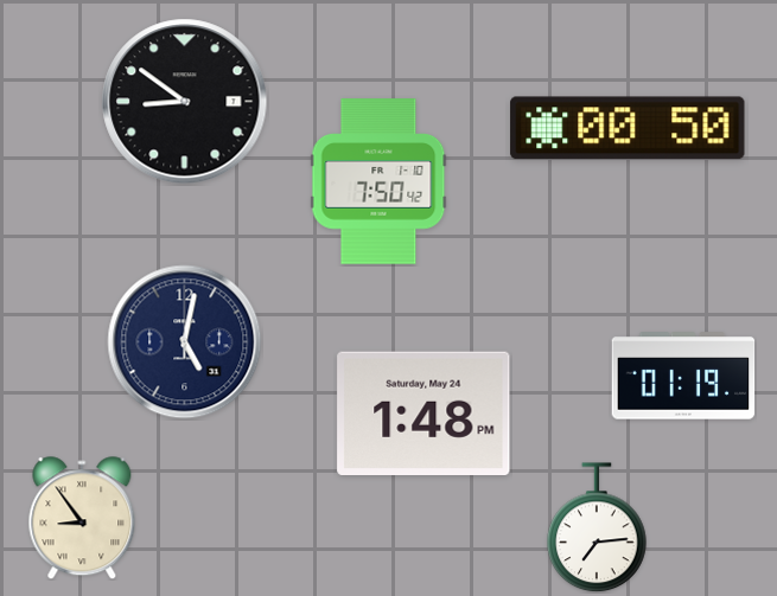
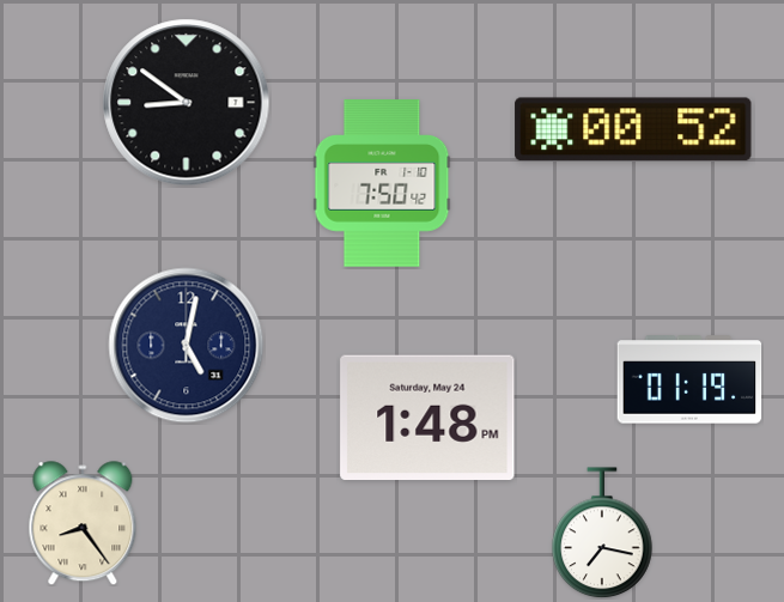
clock at (628, 128): 00:50 -> 00:52
clock at (82, 518): 8:54 -> 8:24
clock at (597, 527): 7:14 -> 7:17
